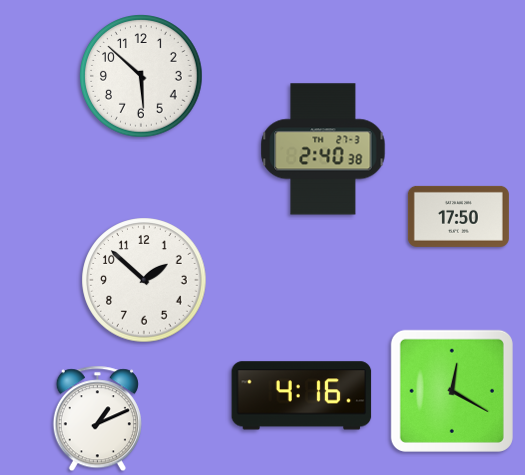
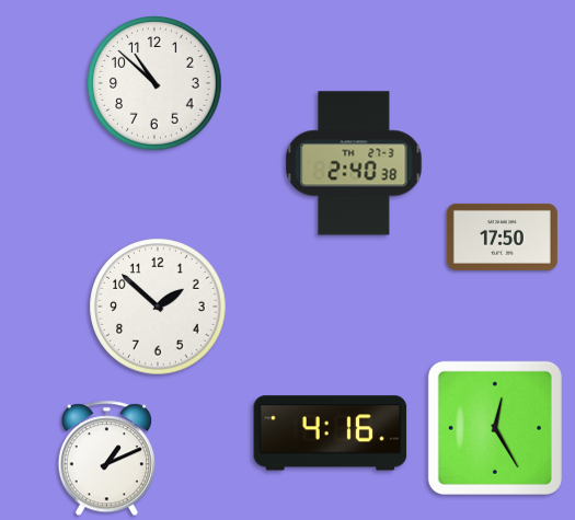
clock at (141, 76): 5:52 -> 10:52
clock at (452, 391): 12:20 -> 12:25
